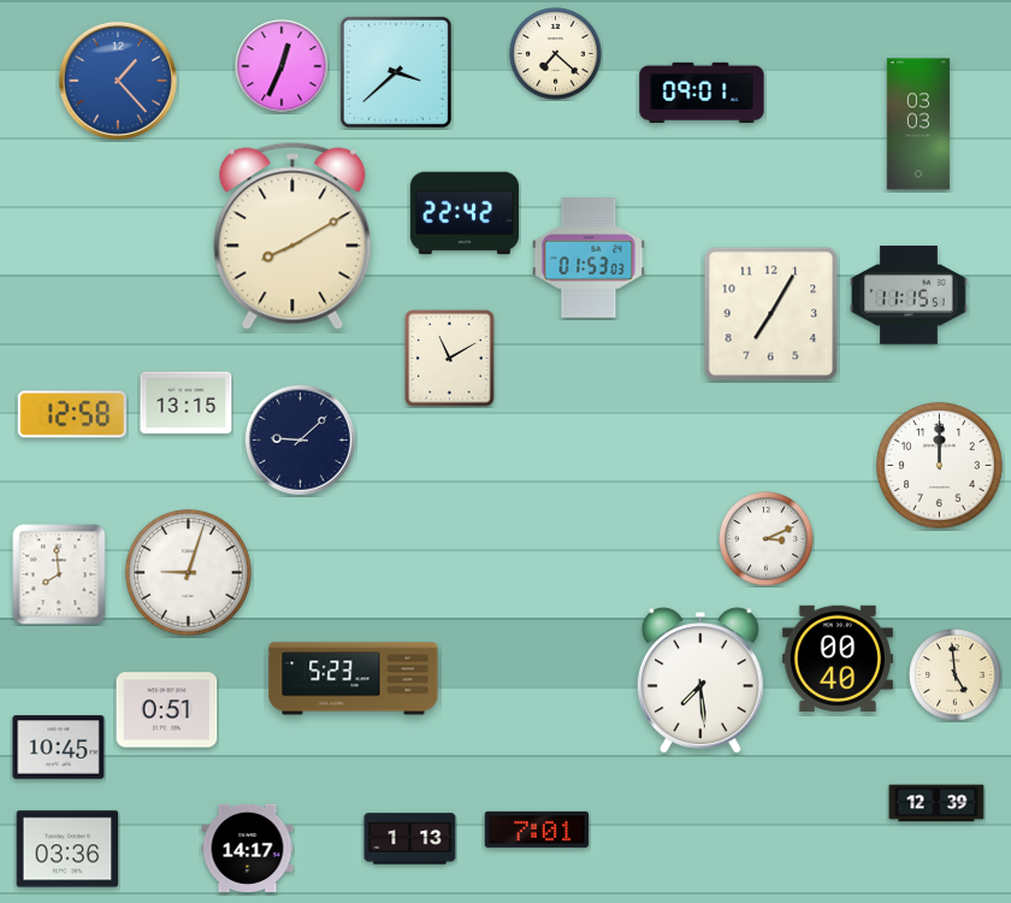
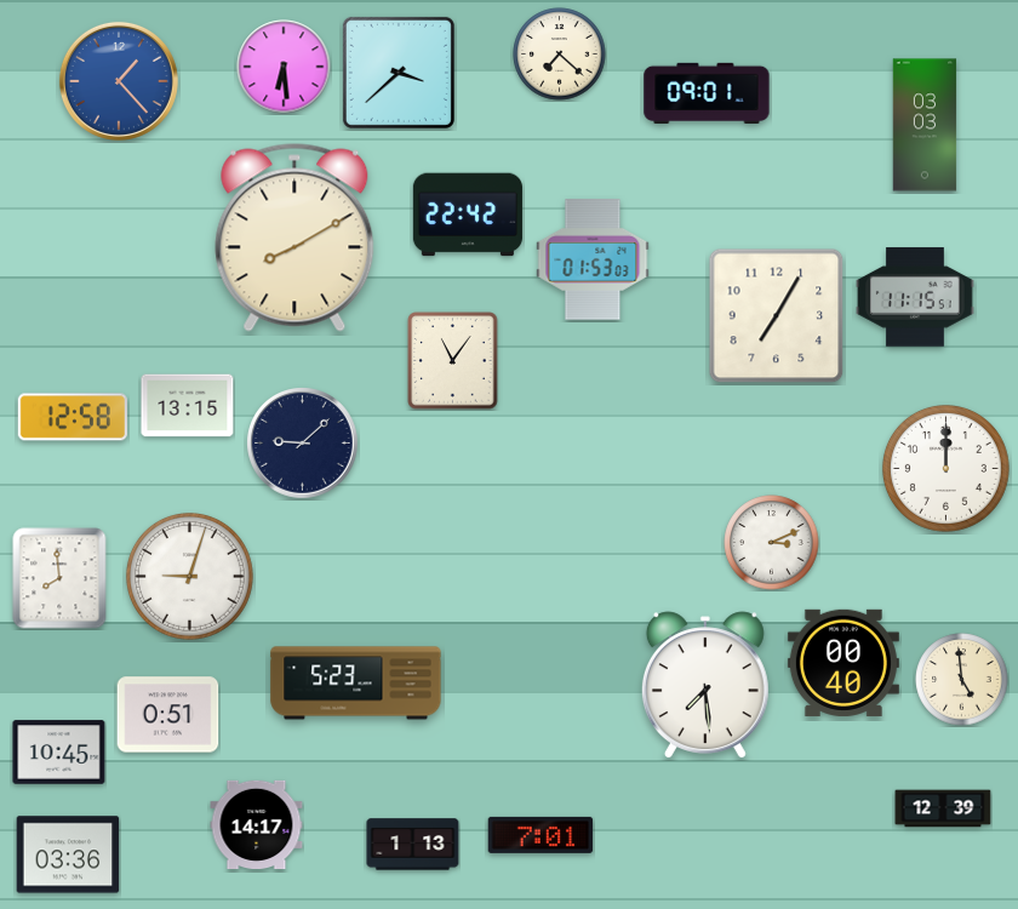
clock at (282, 66): 12:34 -> 6:29
clock at (450, 359): 11:10 -> 11:06
clock at (248, 848) position: (248, 848) -> (257, 824)
